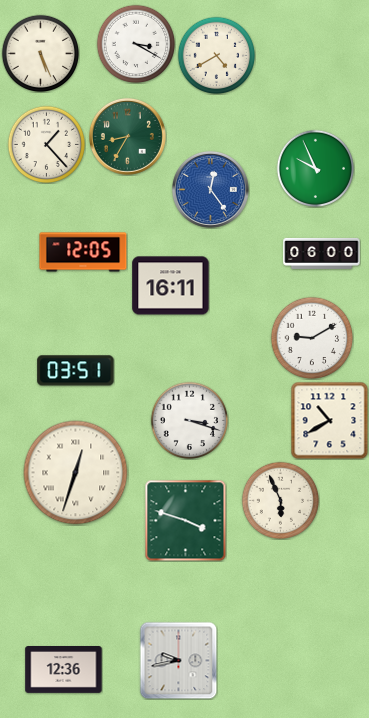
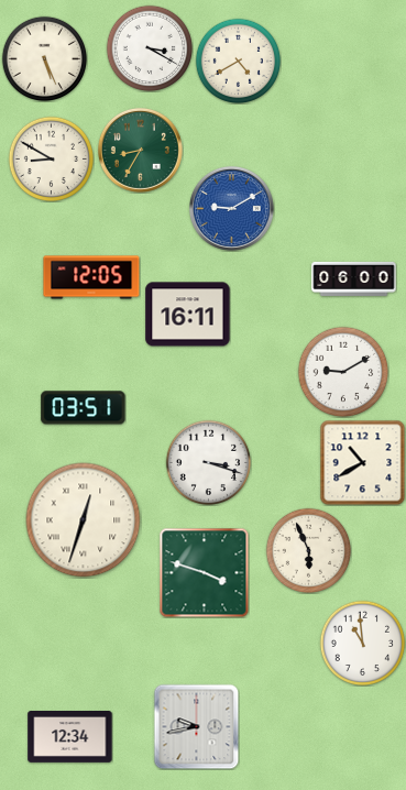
clock at (46, 144): 1:23 -> 8:50
clock at (315, 168): 9:56 -> none
clock at (210, 189): 12:24 -> 9:10
clock at (362, 643): none -> 10:59
clock at (64, 670): 12:36 -> 12:34
